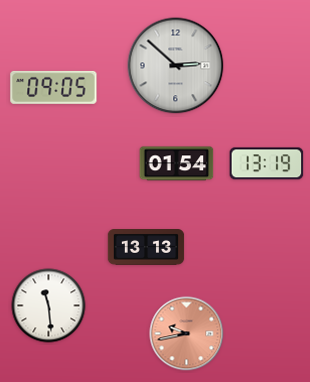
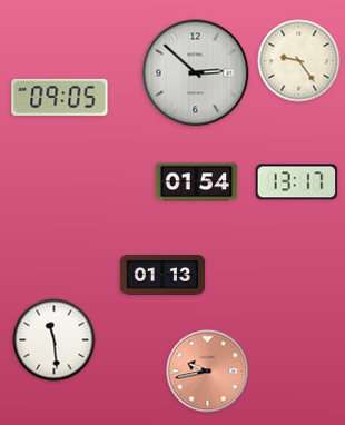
clock at (299, 61): none -> 9:24
clock at (267, 164): 13:19 -> 13:17
clock at (146, 248): 13:13 -> 01:13
